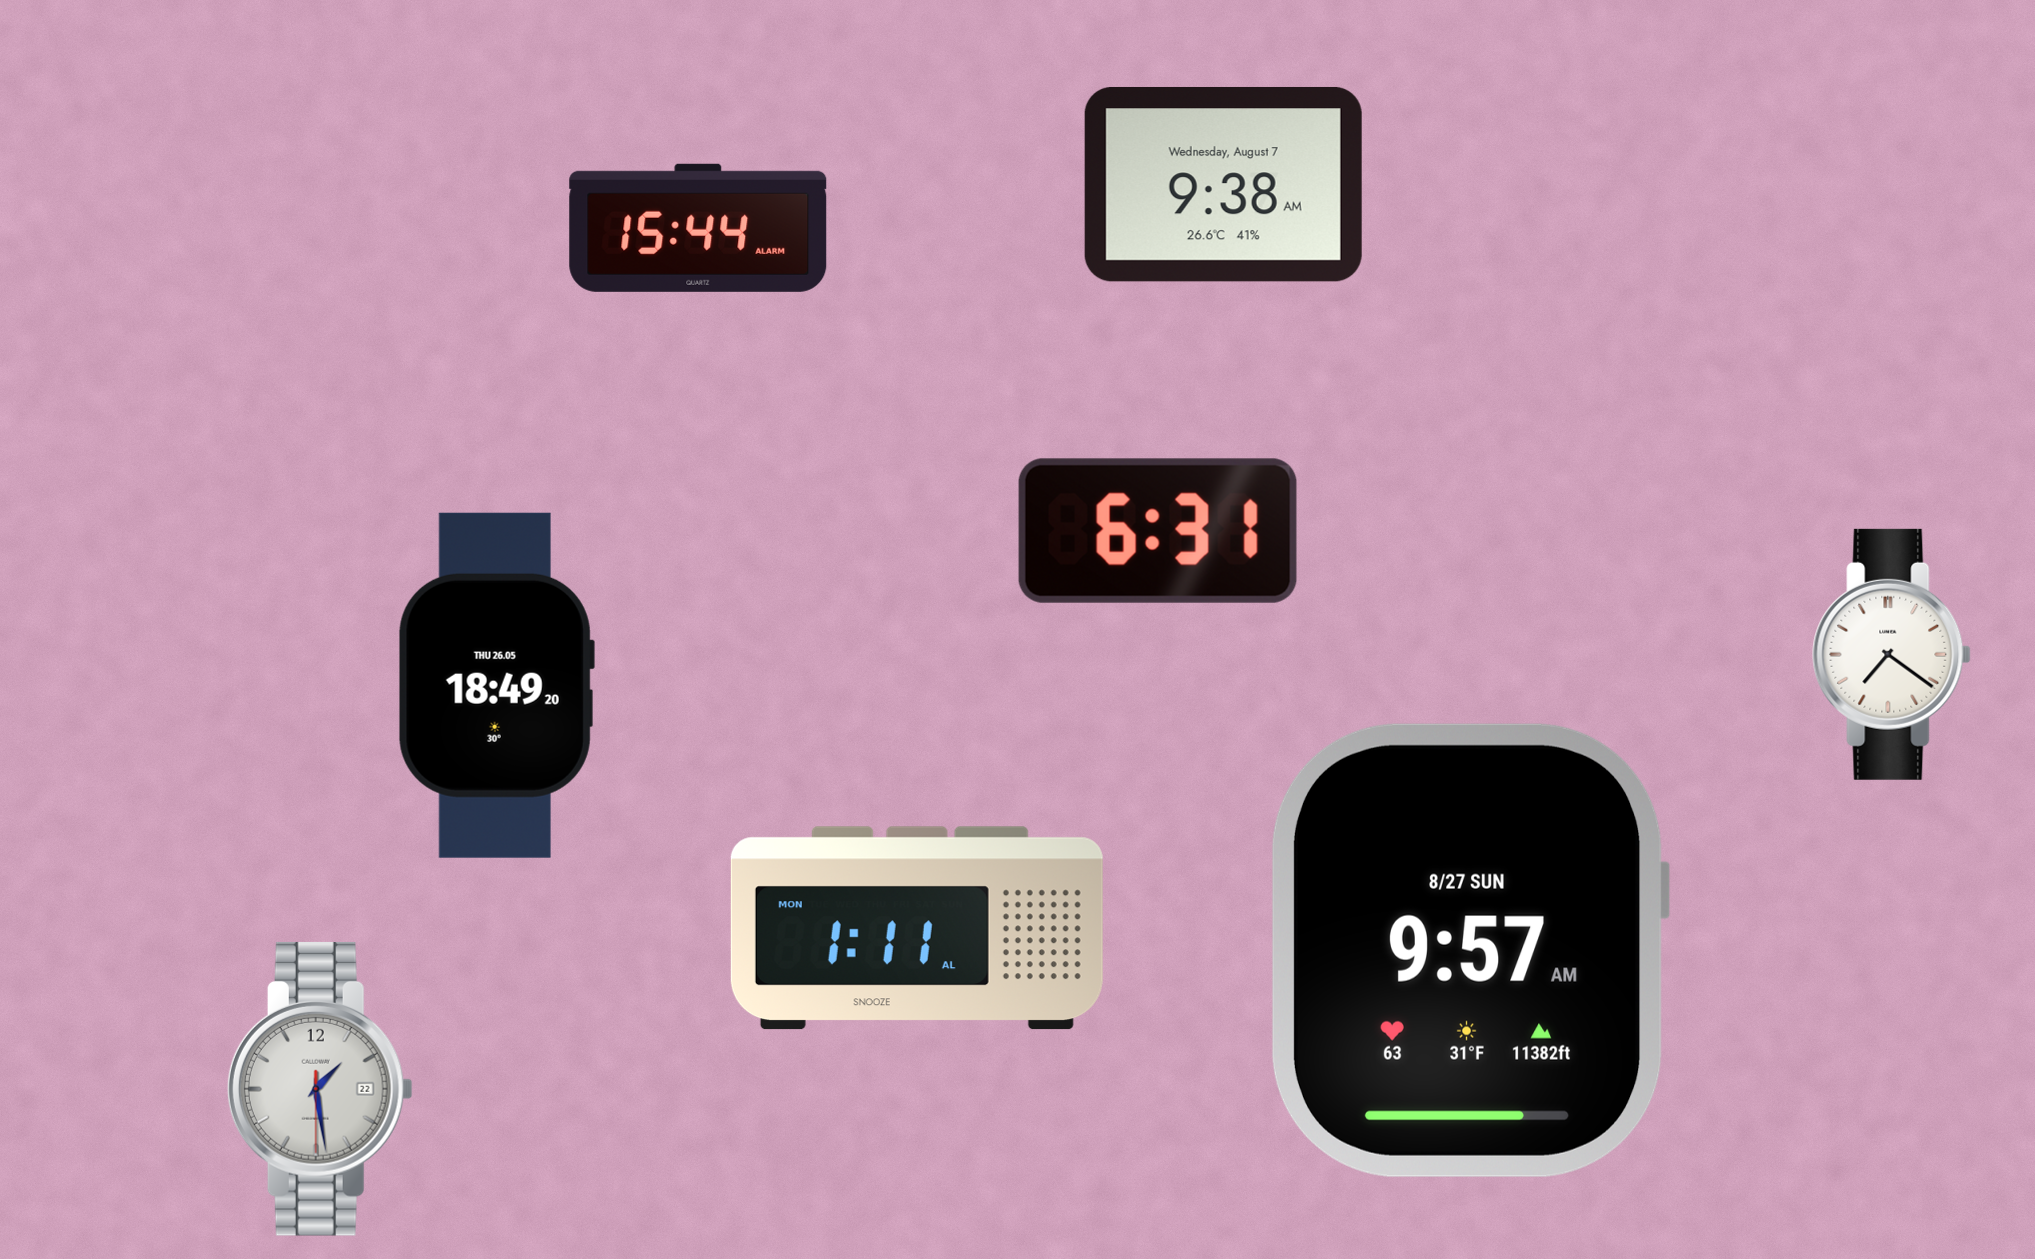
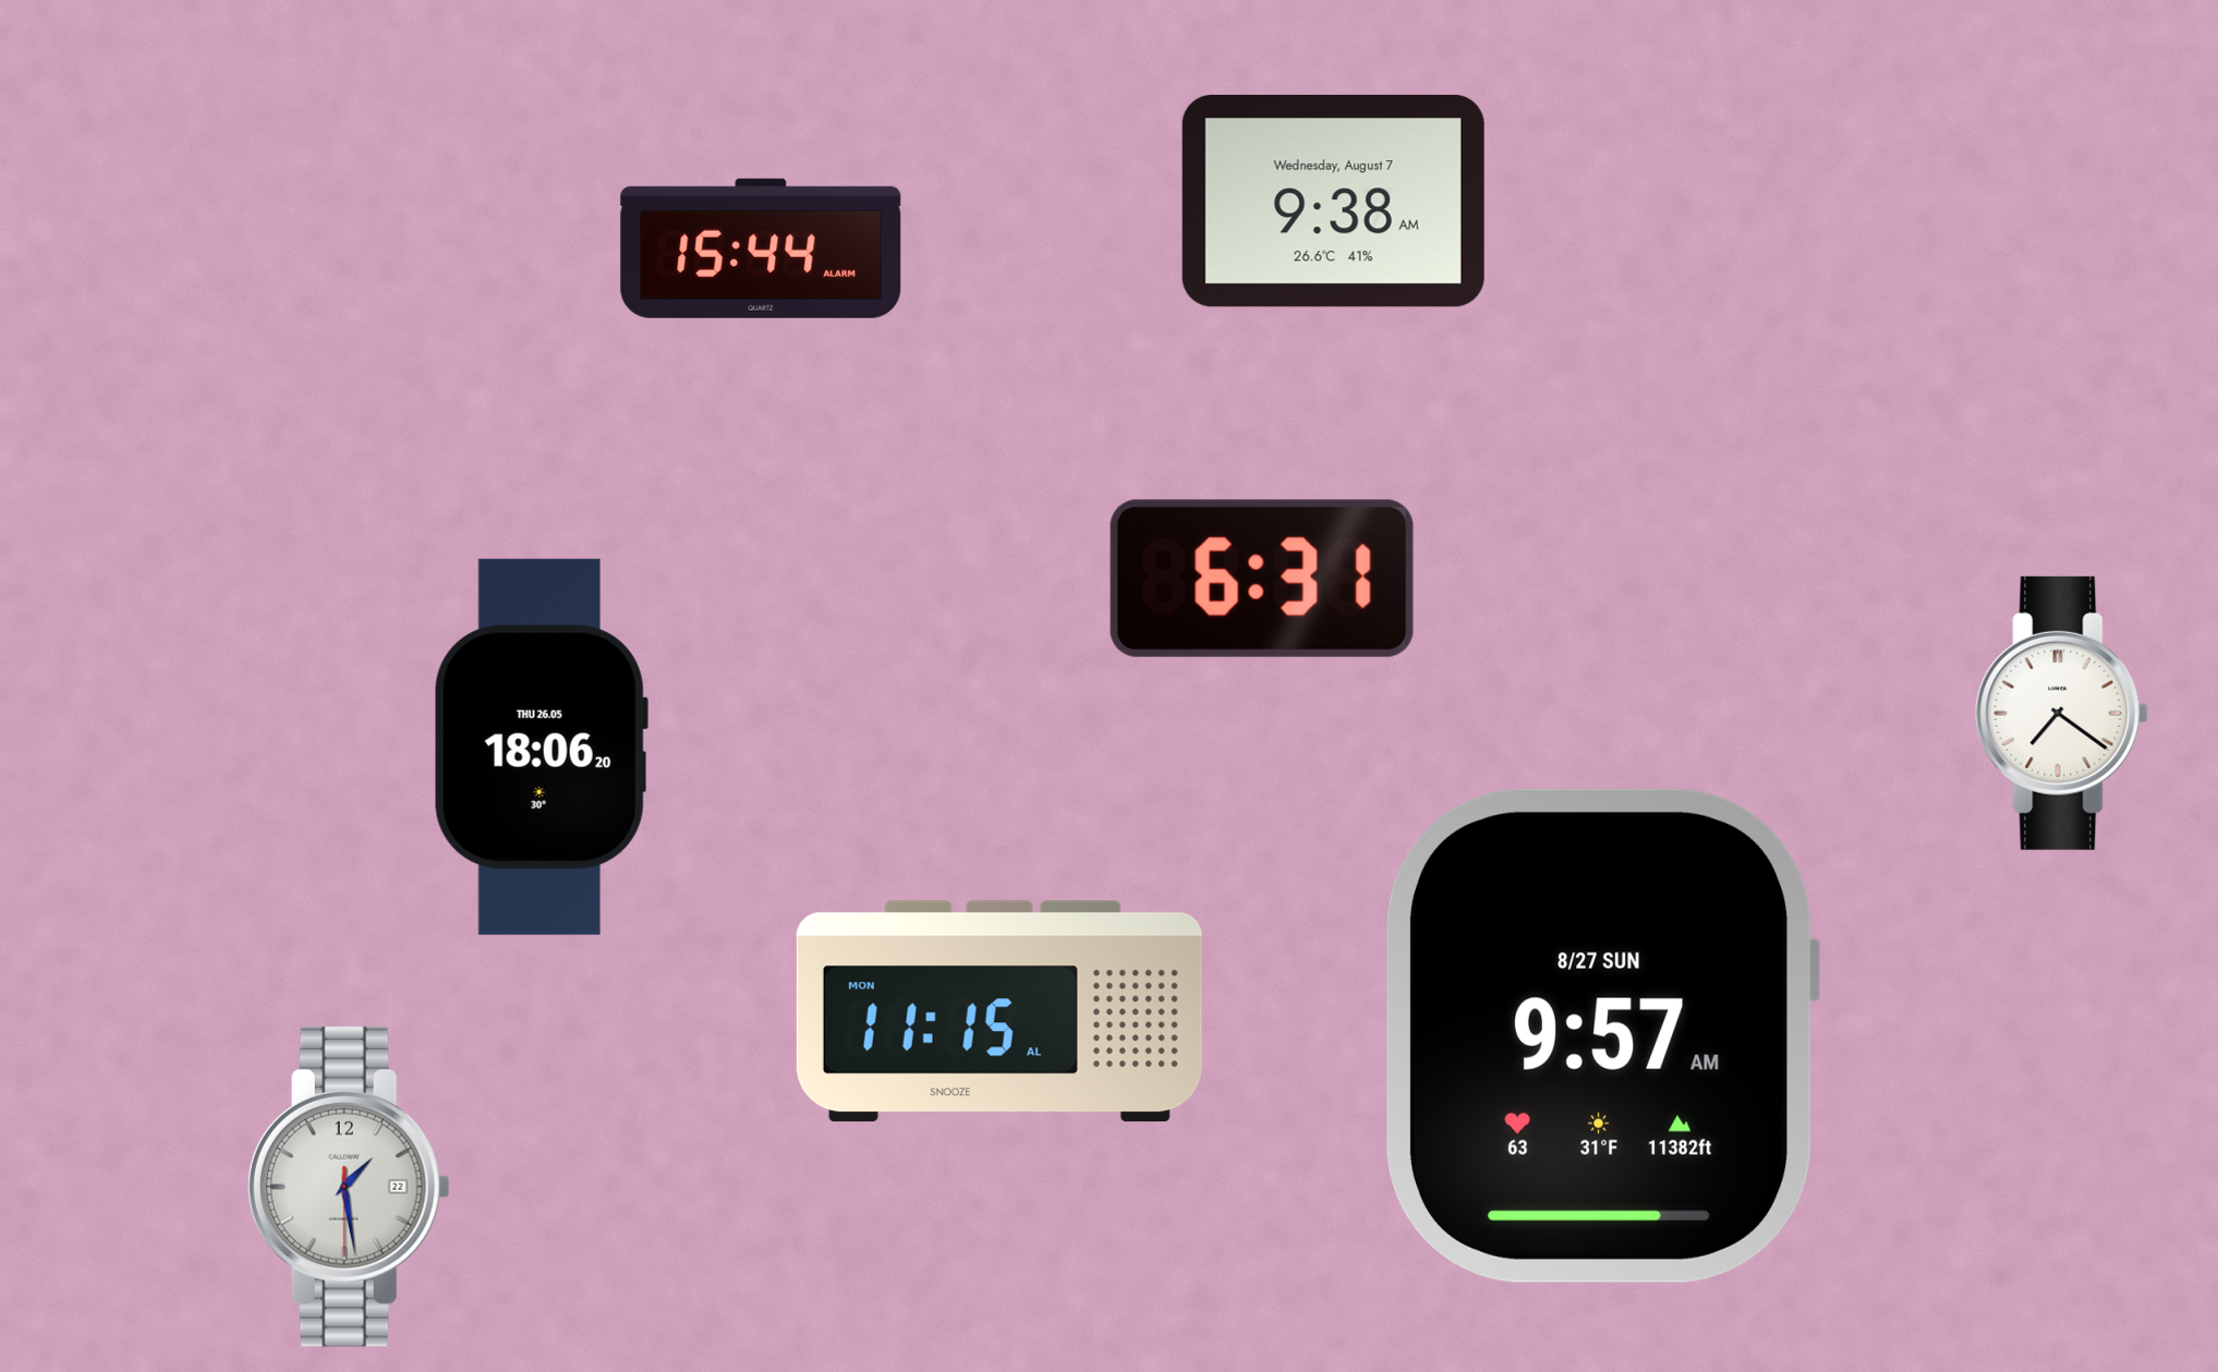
clock at (496, 685): 18:49 -> 18:06
clock at (917, 928): 1:11 -> 11:15
